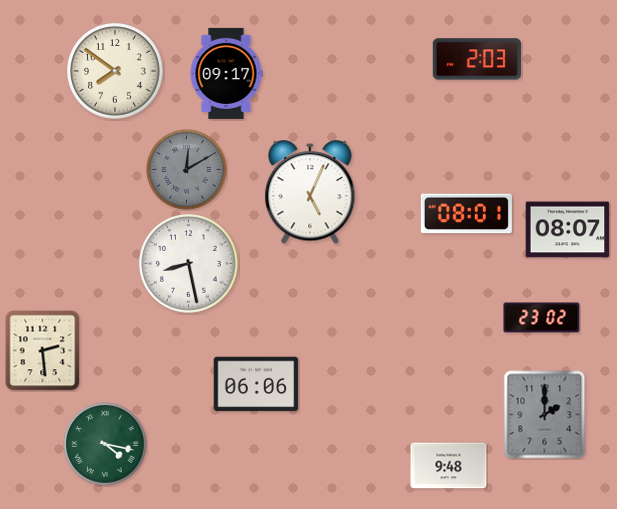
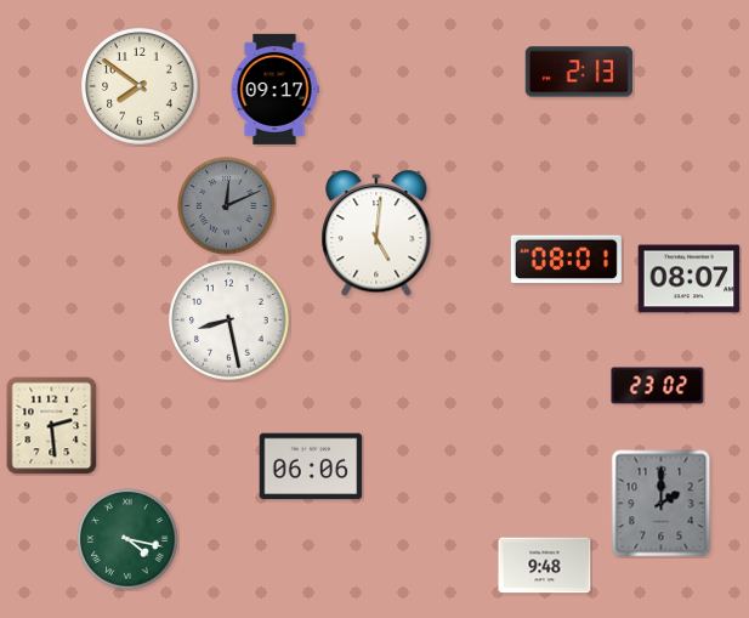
clock at (477, 59): 2:03 -> 2:13
clock at (187, 170): 12:10 -> 12:11
clock at (310, 193): 5:04 -> 5:01
